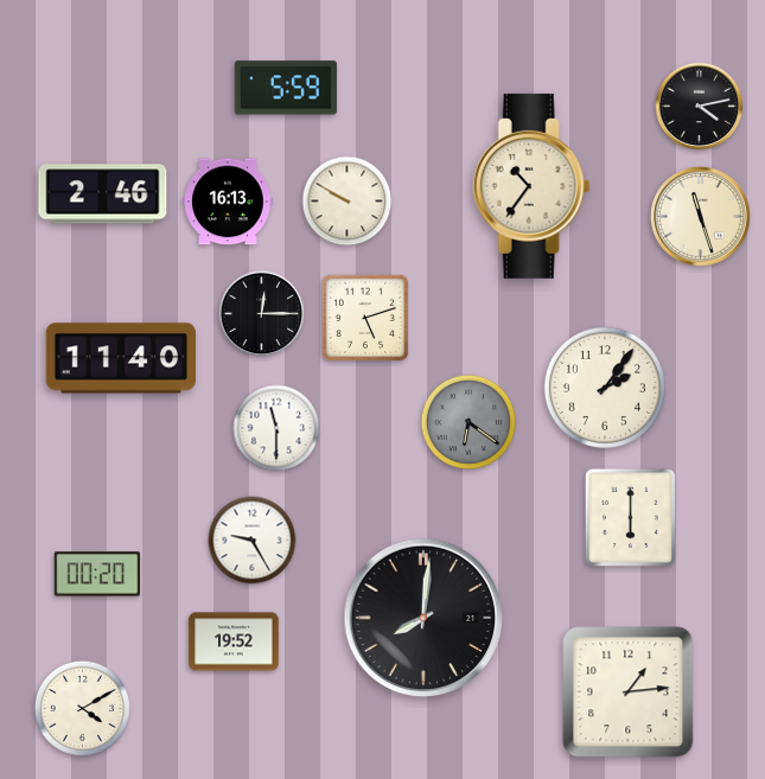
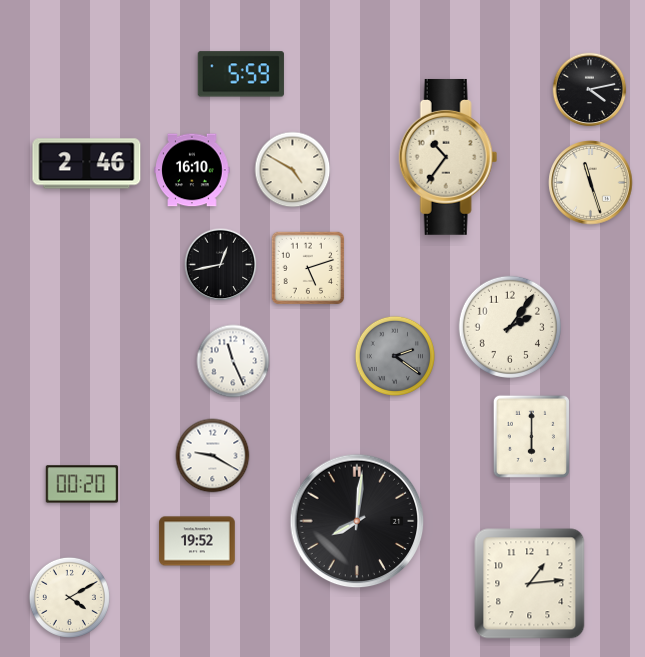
clock at (228, 202): 16:13 -> 16:10
clock at (348, 202): 9:50 -> 4:50
clock at (262, 314): 12:15 -> 12:43
clock at (120, 358): 11:40 -> none
clock at (468, 422): 6:21 -> 2:21
clock at (276, 428): 11:30 -> 11:26
clock at (253, 541): 9:25 -> 9:20
